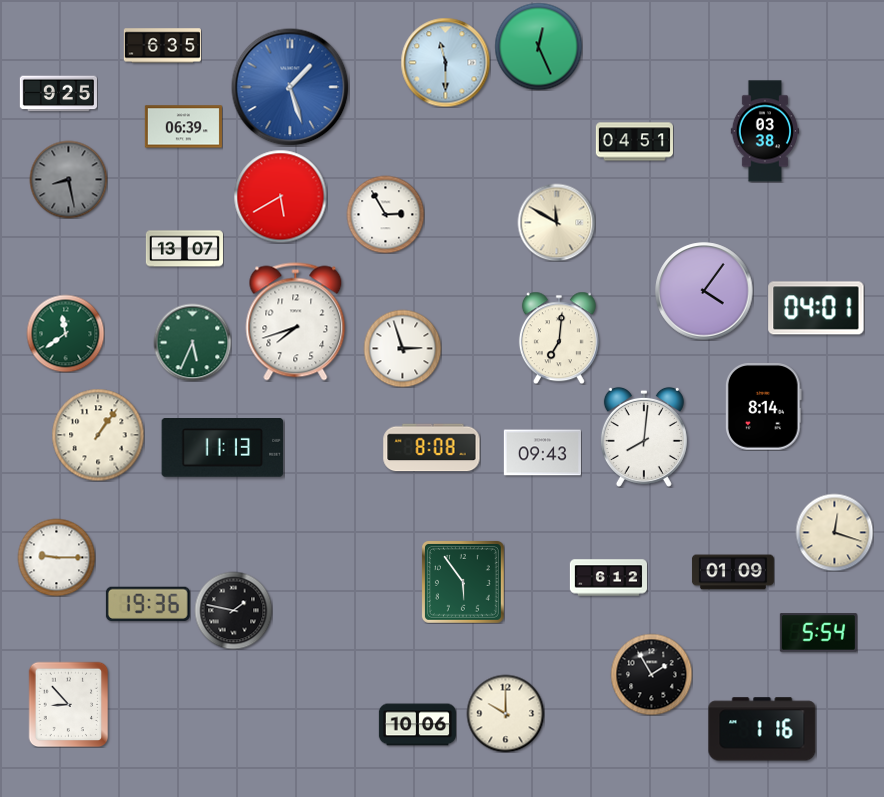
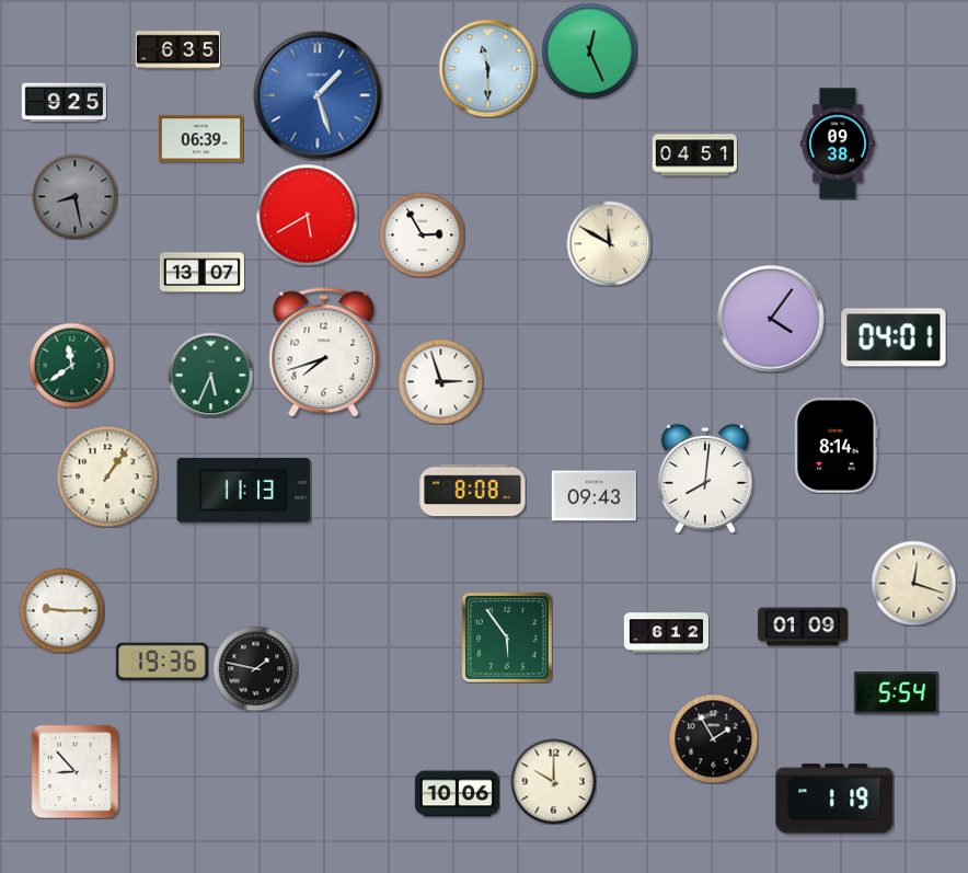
clock at (765, 131): 03:38 -> 09:38
clock at (559, 338): 7:01 -> none
clock at (762, 729): 1:16 -> 1:19
